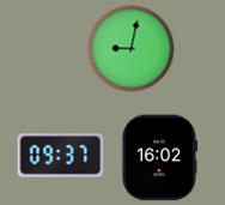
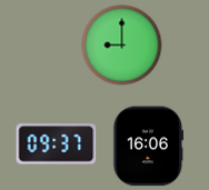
clock at (132, 49): 9:02 -> 9:00
clock at (159, 158): 16:02 -> 16:06
